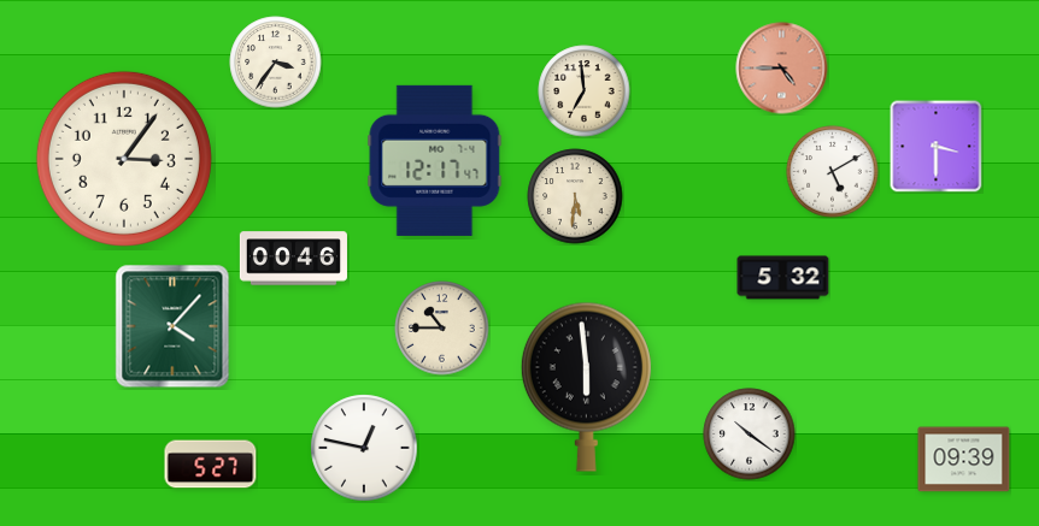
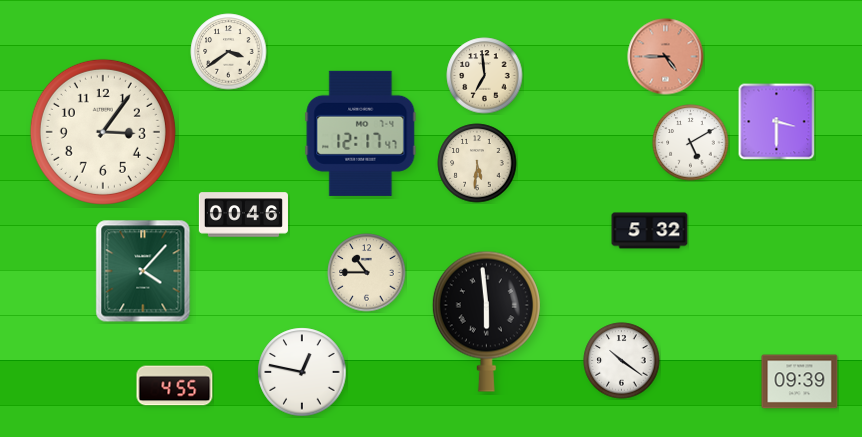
clock at (276, 63): 3:36 -> 3:39
clock at (782, 69) position: (782, 69) -> (666, 57)
clock at (211, 465): 5:27 -> 4:55
